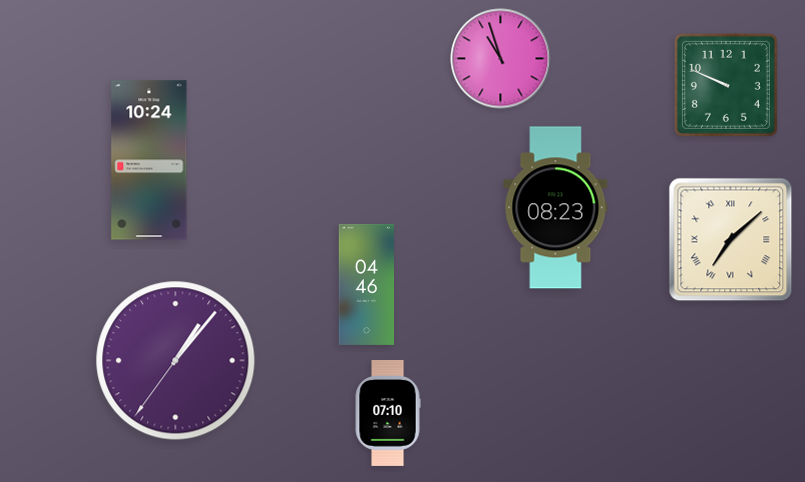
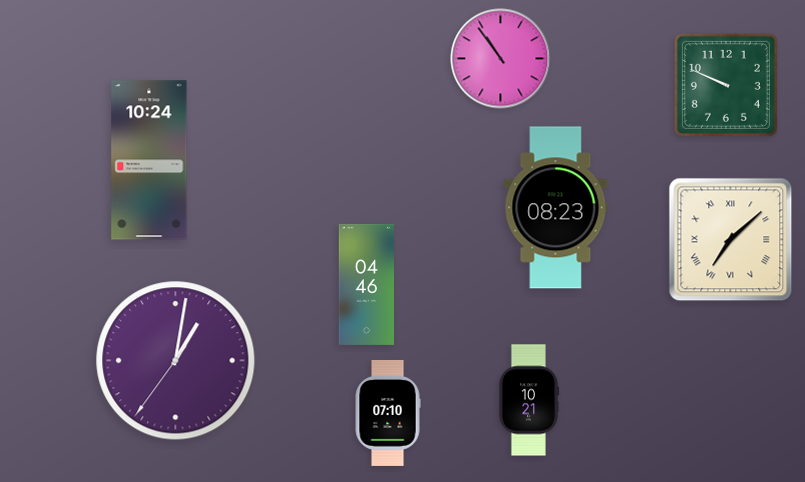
clock at (501, 59): 10:57 -> 10:54
clock at (176, 361): 1:06 -> 1:01
clock at (529, 400): none -> 10:21
